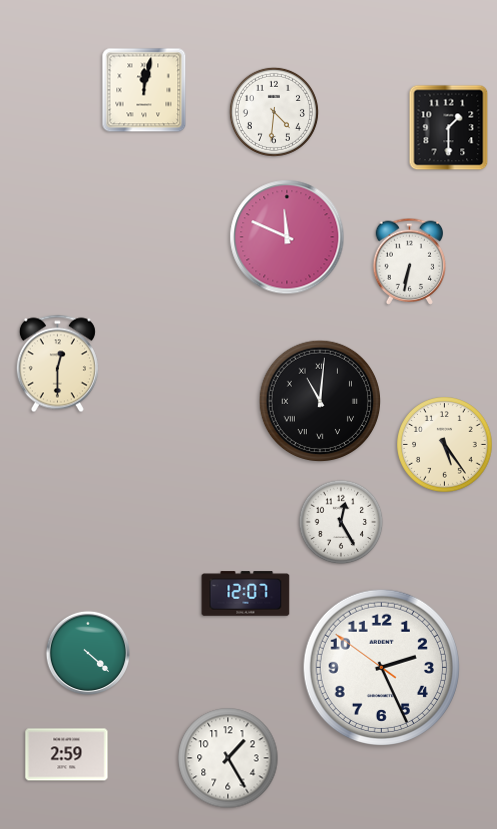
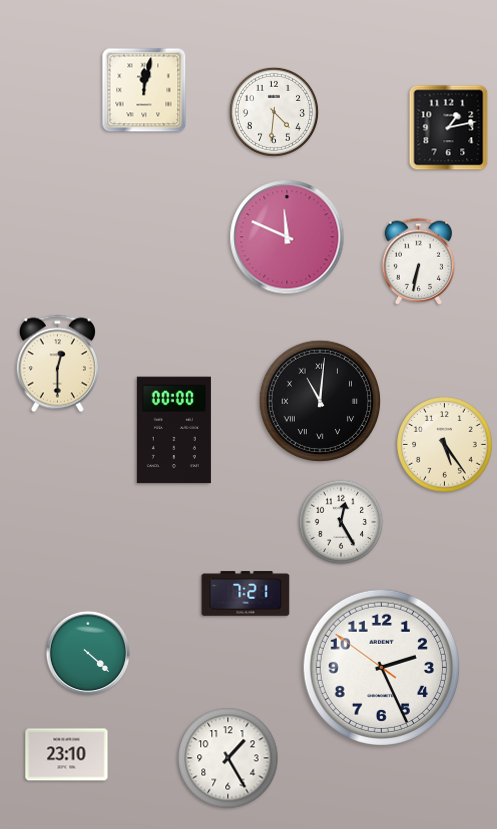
clock at (449, 128): 1:30 -> 1:13
clock at (410, 261) position: (410, 261) -> (419, 261)
clock at (174, 430): none -> 00:00
clock at (246, 594): 12:07 -> 7:21
clock at (67, 755): 2:59 -> 23:10
